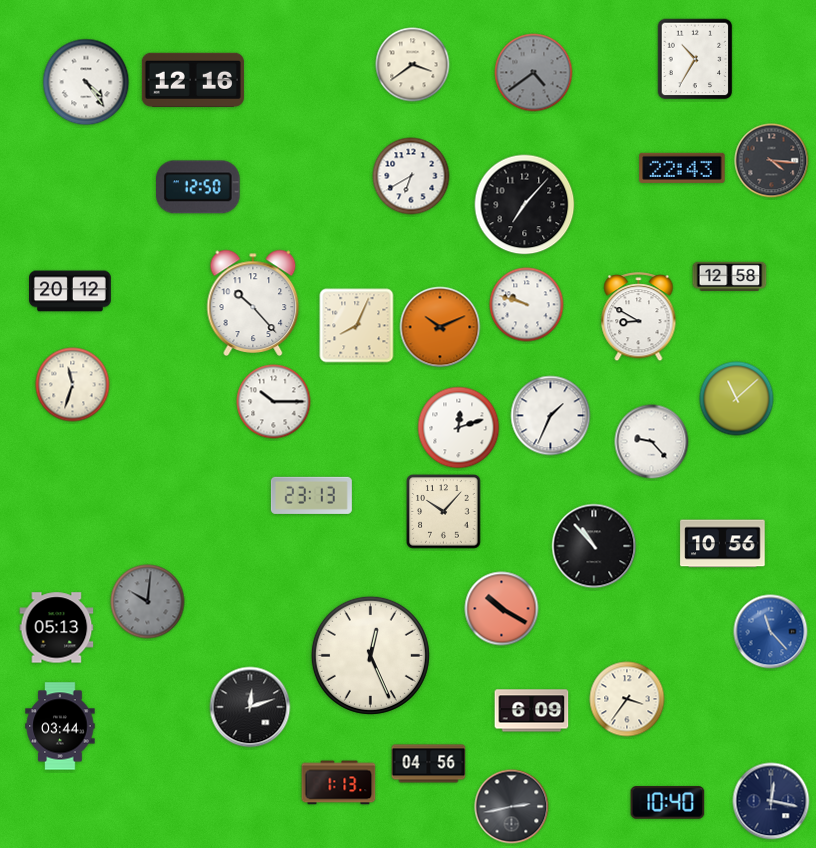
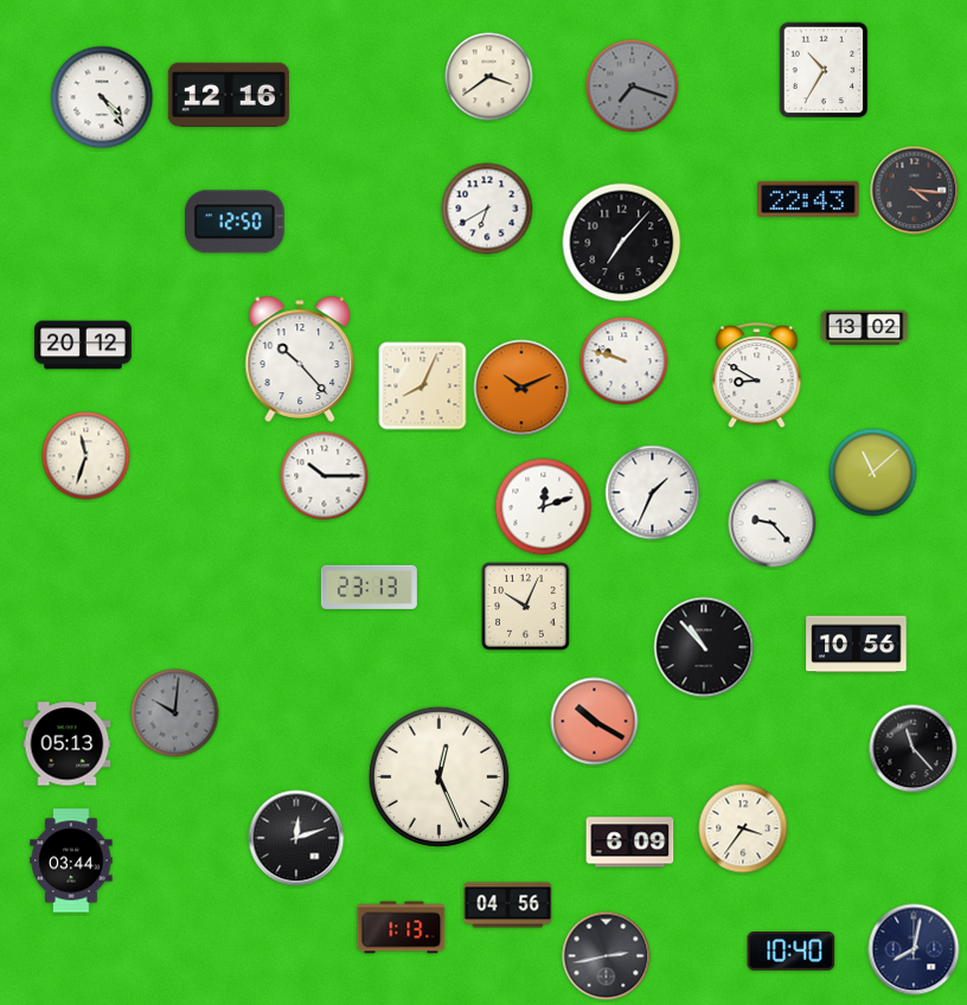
clock at (534, 73): 4:39 -> 7:18
clock at (730, 276): 12:58 -> 13:02
clock at (444, 512): 10:07 -> 10:04
clock at (771, 632) dial: blue -> black
clock at (771, 801): 12:17 -> 8:02
